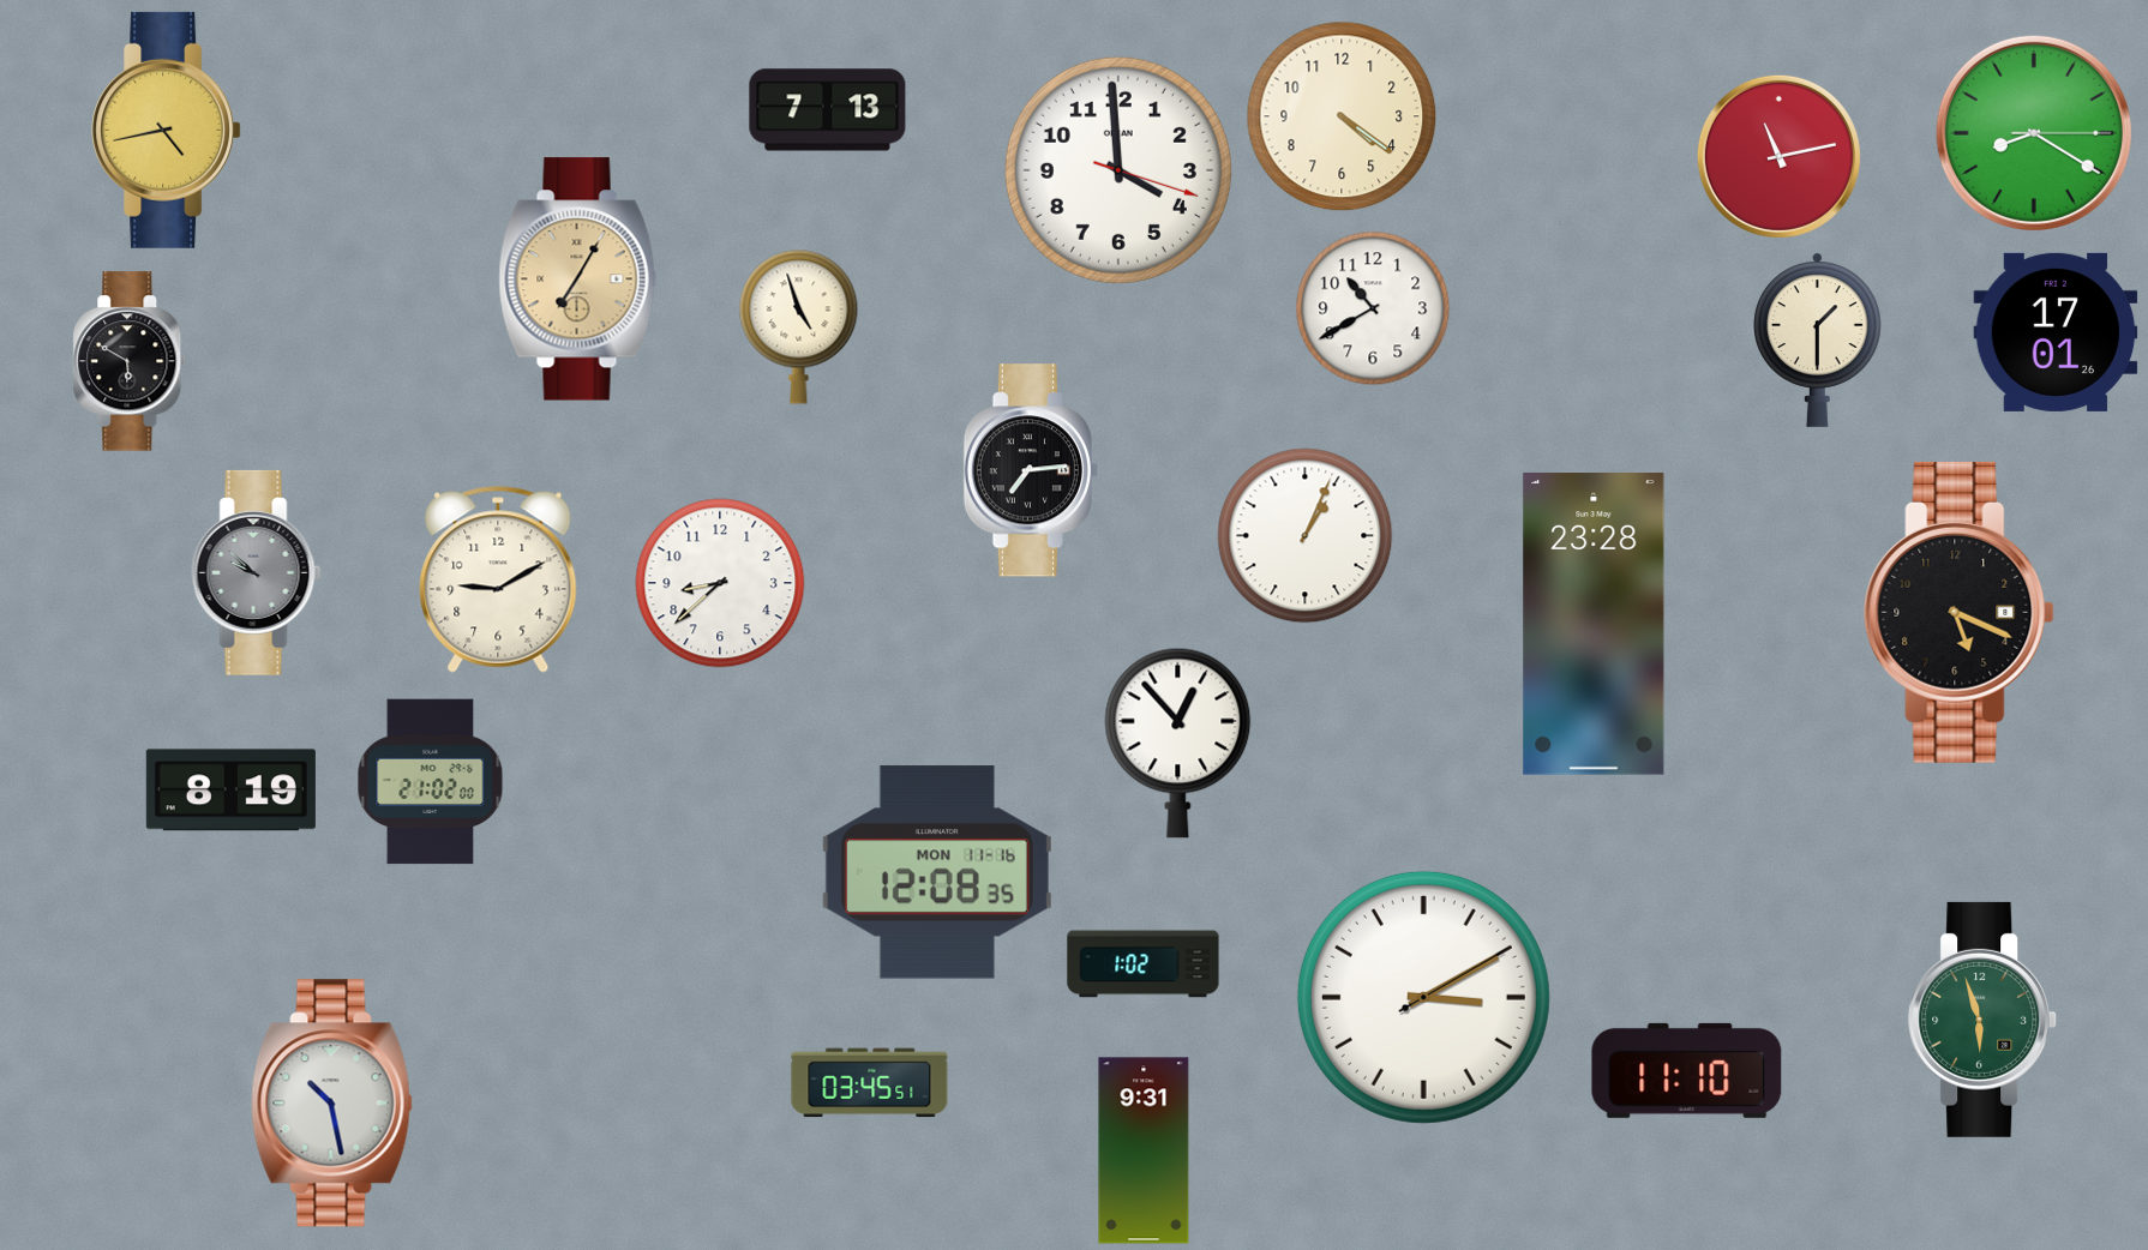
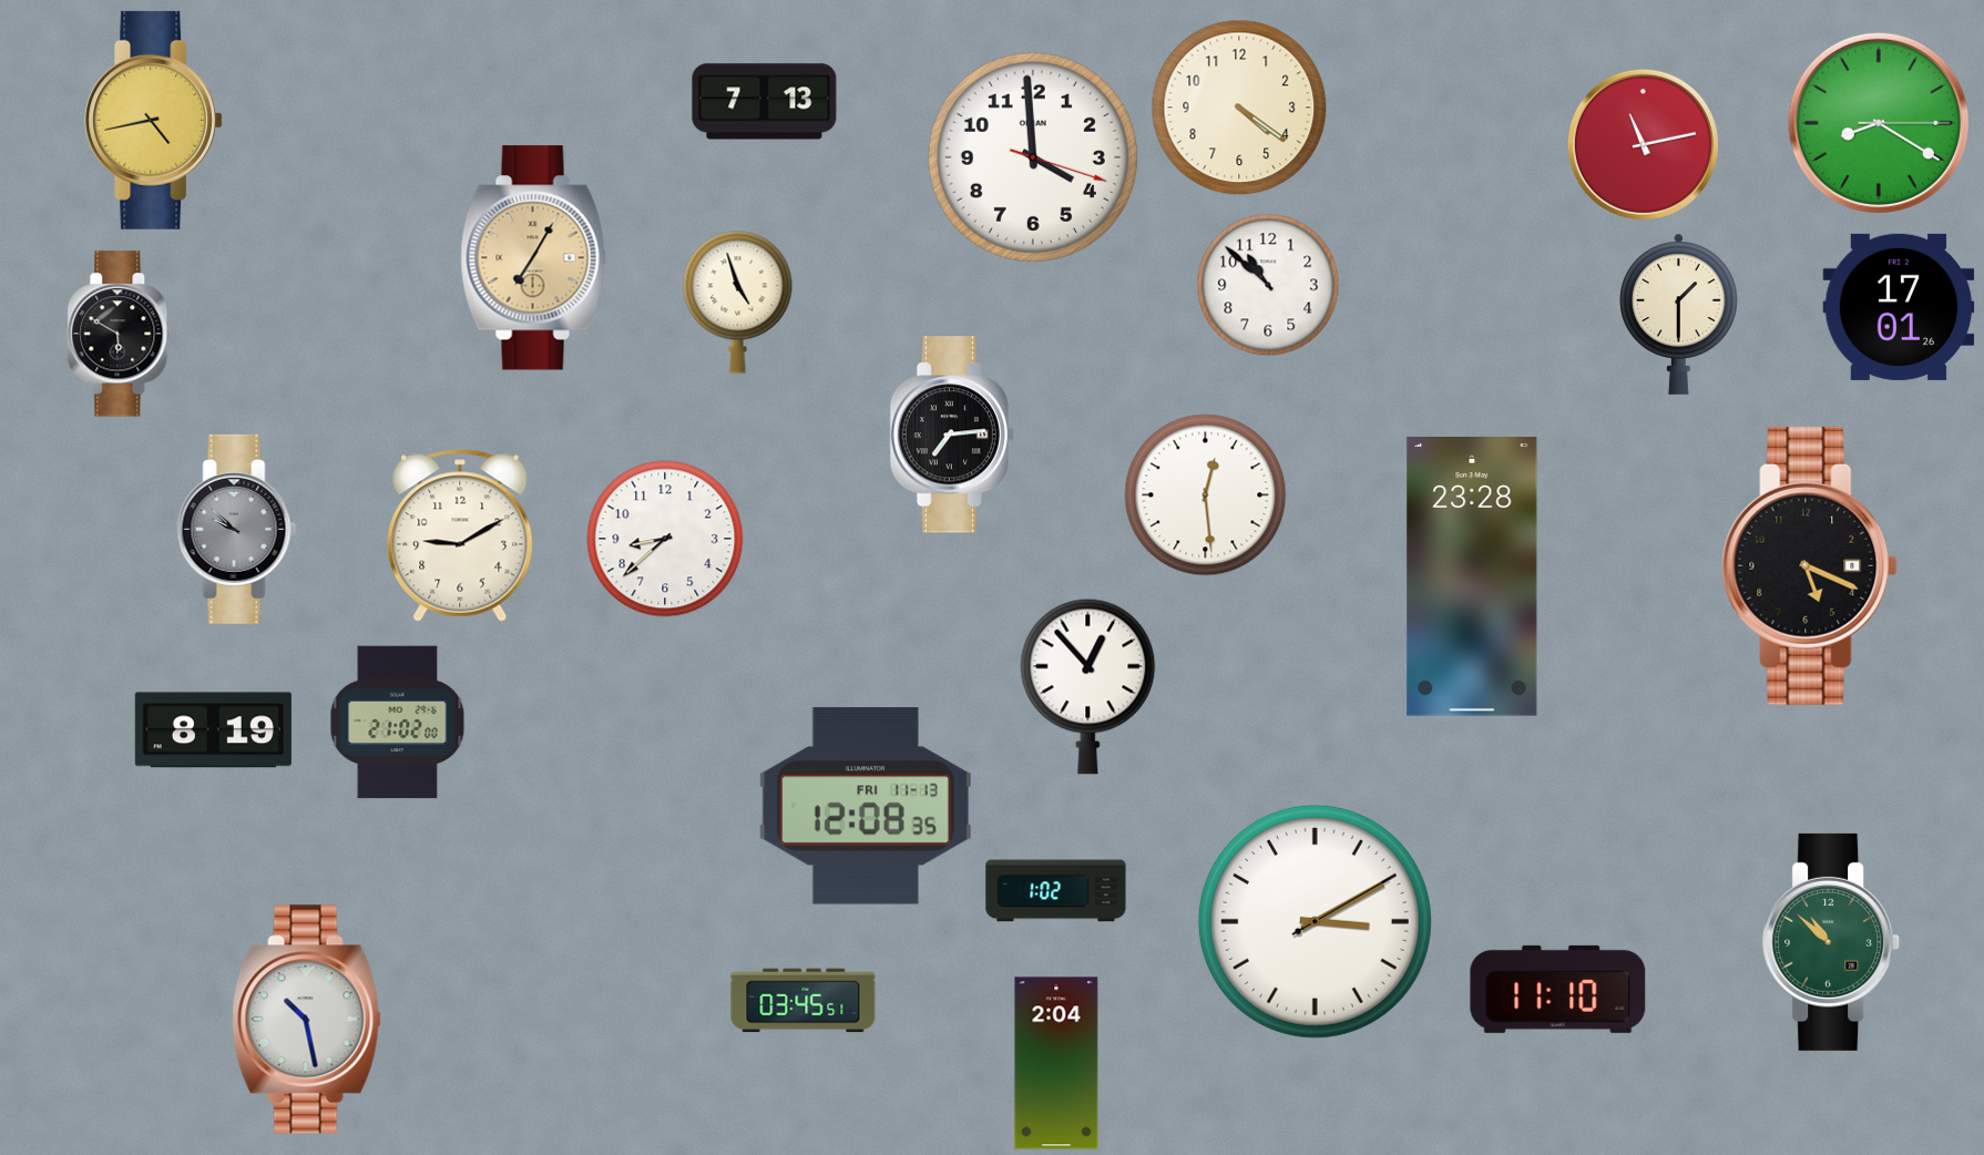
clock at (1373, 308): 10:40 -> 10:52
clock at (1306, 536): 1:04 -> 12:29
clock at (937, 872) date: MON 11-16 -> FRI 11-13
clock at (1984, 1020): 5:57 -> 10:52
clock at (1144, 1150): 9:31 -> 2:04
